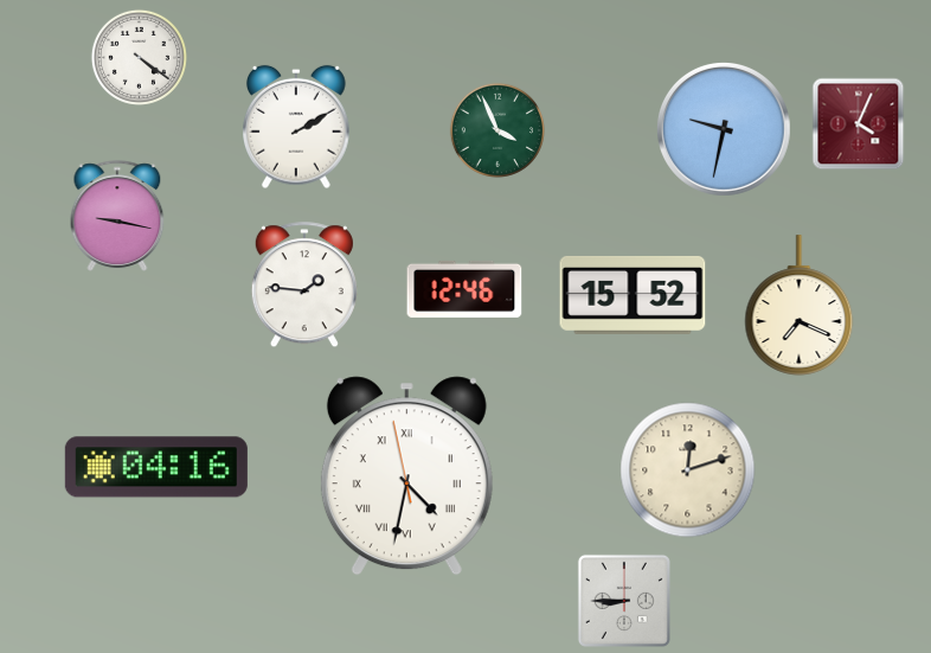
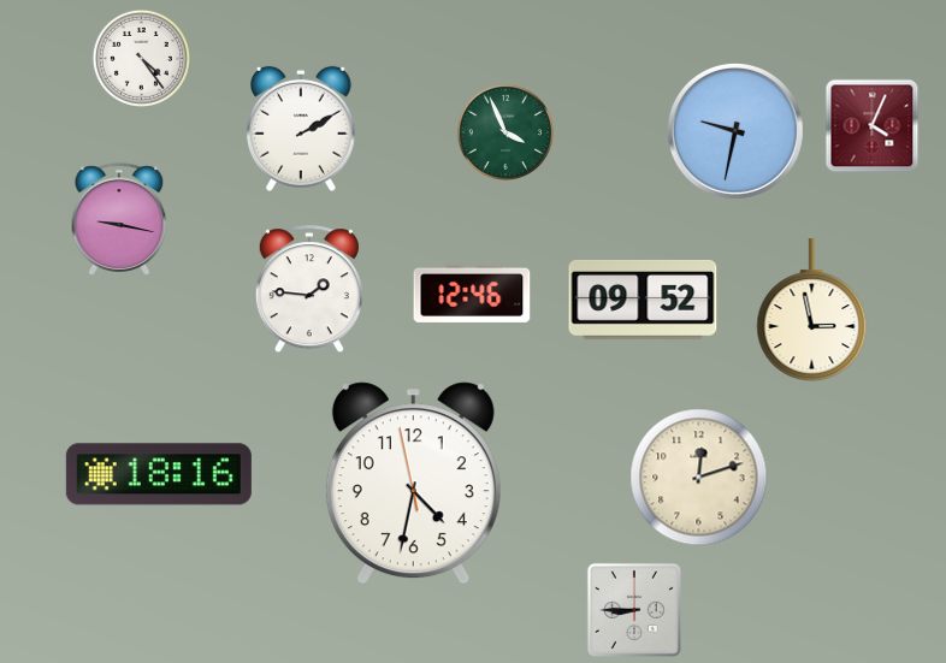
clock at (139, 57): 4:21 -> 4:24
clock at (633, 295): 15:52 -> 09:52
clock at (800, 306): 7:19 -> 2:58
clock at (156, 467): 04:16 -> 18:16
clock at (406, 476) numerals: Roman -> Arabic
